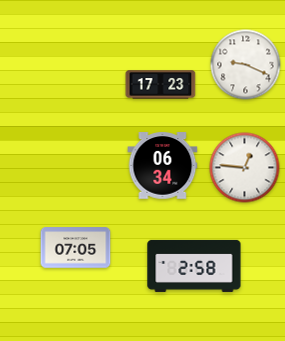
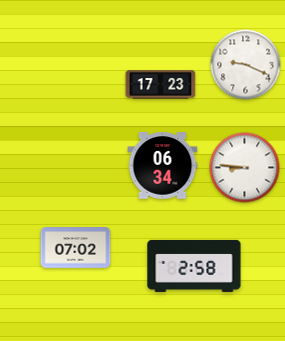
clock at (245, 168): 12:46 -> 8:46
clock at (76, 248): 07:05 -> 07:02
